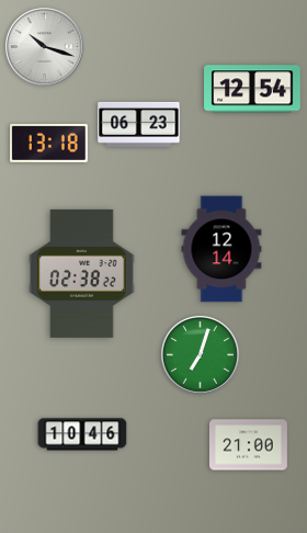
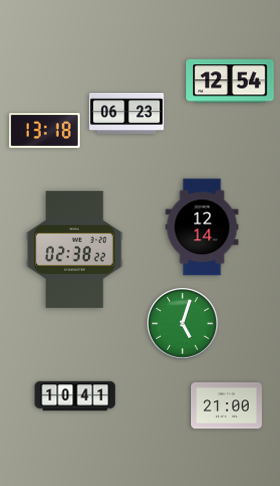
clock at (44, 46): 10:18 -> none
clock at (200, 354): 7:03 -> 5:03
clock at (82, 434): 10:46 -> 10:41
